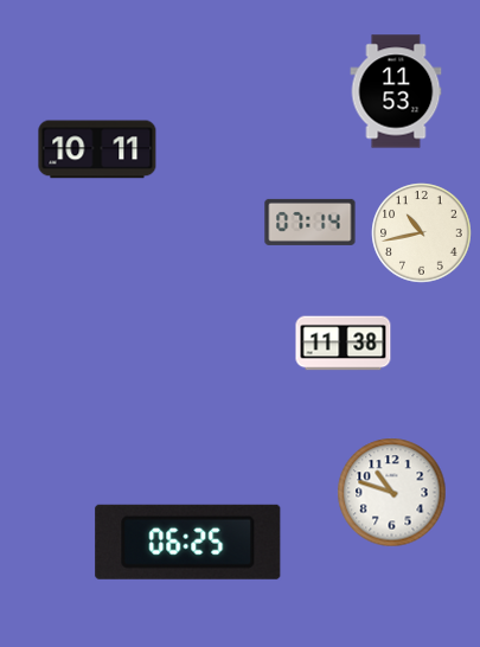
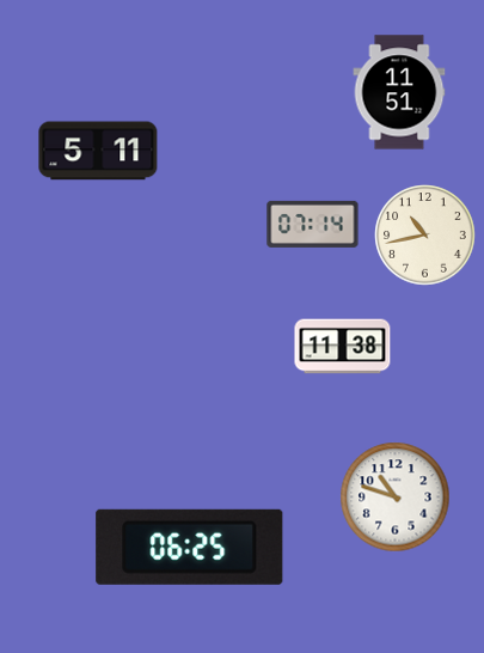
clock at (396, 91): 11:53 -> 11:51
clock at (97, 149): 10:11 -> 5:11
clock at (344, 344) position: (344, 344) -> (343, 347)
